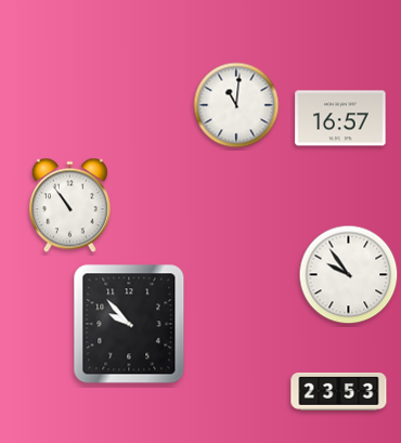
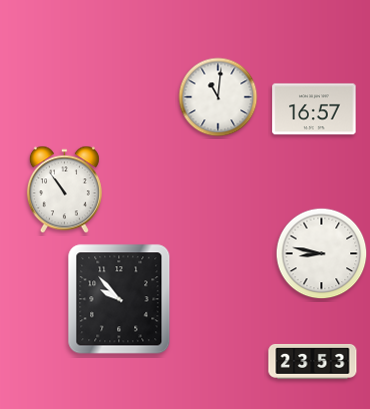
clock at (349, 275): 9:54 -> 8:47
